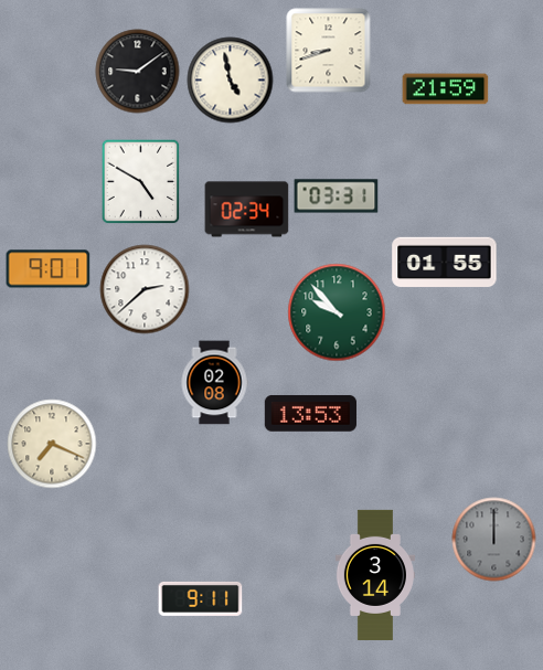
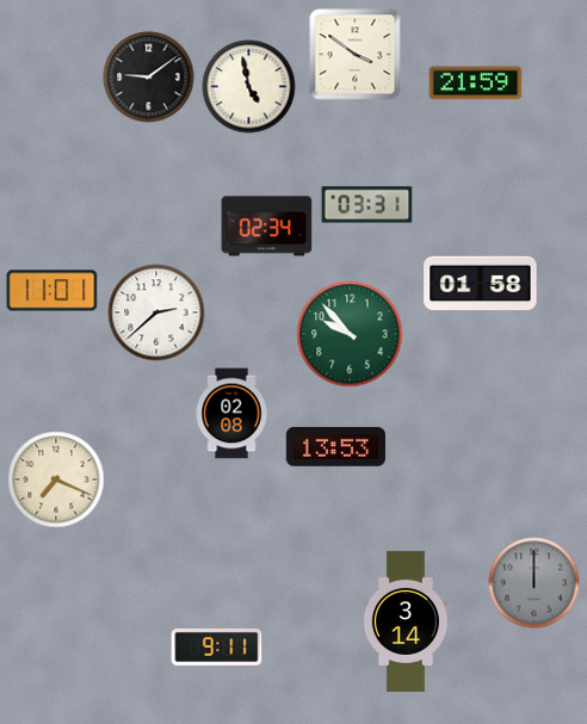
clock at (329, 51): 8:42 -> 3:51
clock at (446, 89) position: (446, 89) -> (476, 83)
clock at (141, 181): 4:50 -> none
clock at (337, 196) position: (337, 196) -> (367, 205)
clock at (445, 263): 01:55 -> 01:58
clock at (49, 269): 9:01 -> 11:01
clock at (337, 312) position: (337, 312) -> (350, 334)
